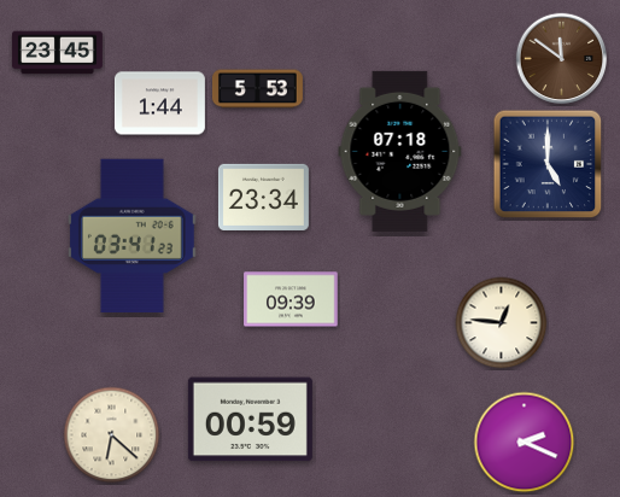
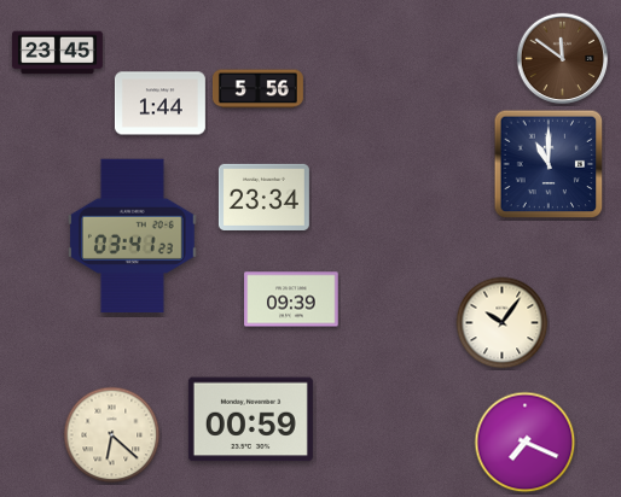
clock at (257, 89): 5:53 -> 5:56
clock at (400, 151): 07:18 -> none
clock at (548, 164): 5:00 -> 11:00
clock at (502, 323): 12:46 -> 10:06
clock at (525, 443): 2:19 -> 7:19
